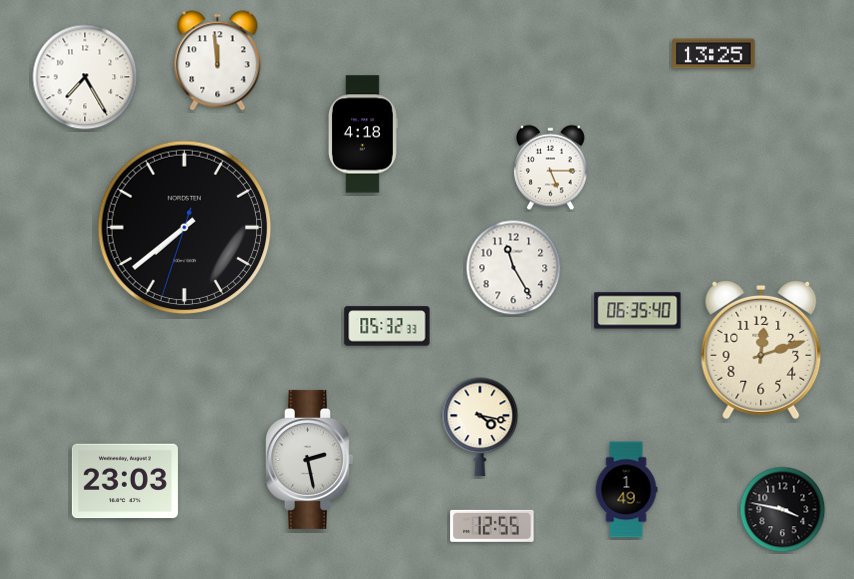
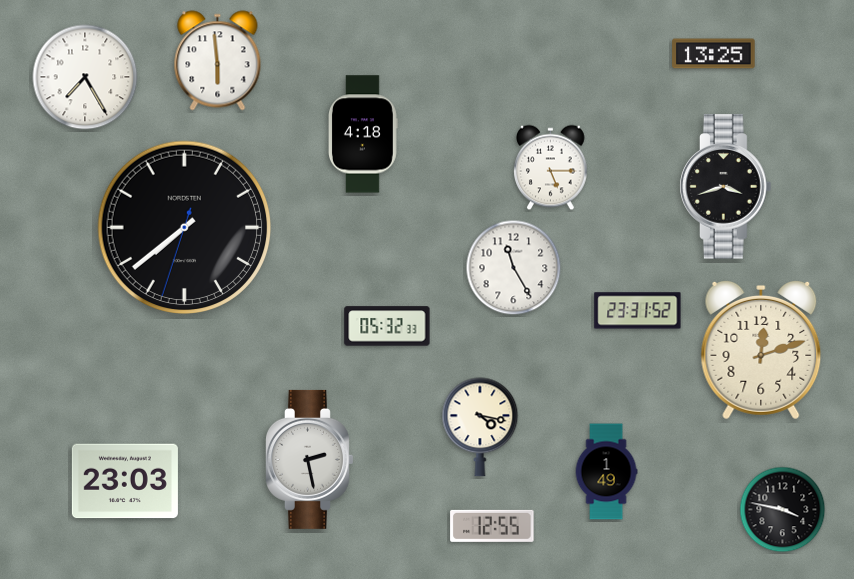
clock at (218, 61): 11:59 -> 5:59
clock at (726, 187): none -> 3:42
clock at (638, 311): 06:35 -> 23:31
clock at (626, 490) position: (626, 490) -> (606, 472)
